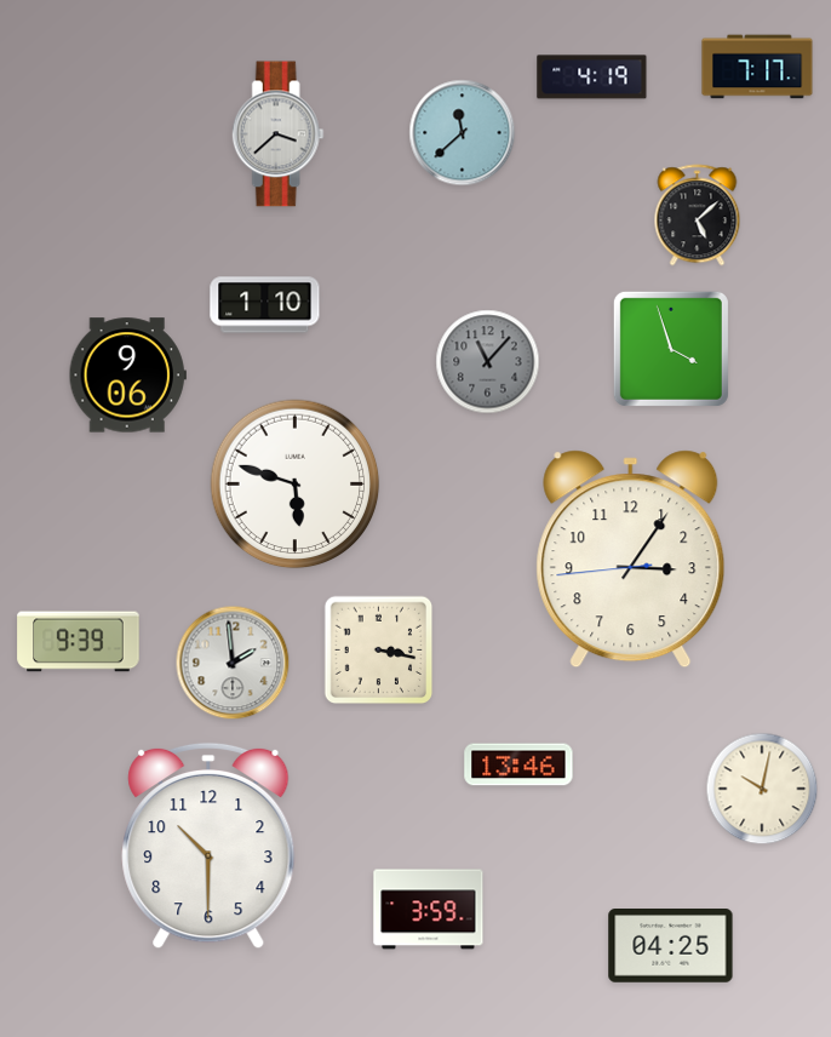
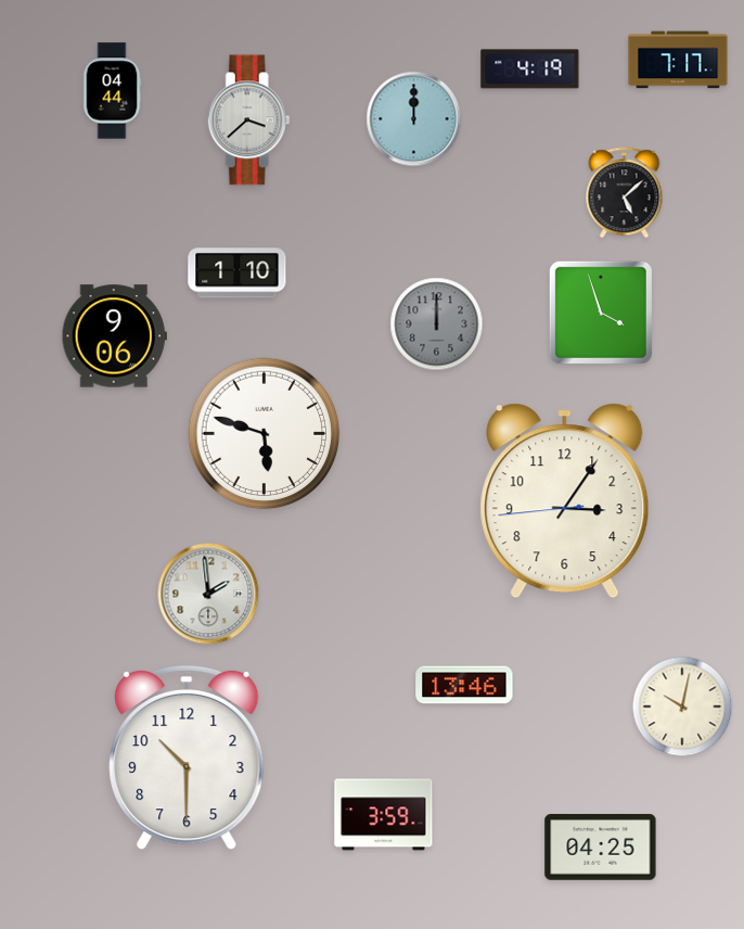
clock at (112, 91): none -> 04:44
clock at (463, 133): 11:38 -> 12:00
clock at (488, 362): 11:07 -> 12:00
clock at (79, 642): 9:39 -> none
clock at (379, 651): 3:17 -> none
